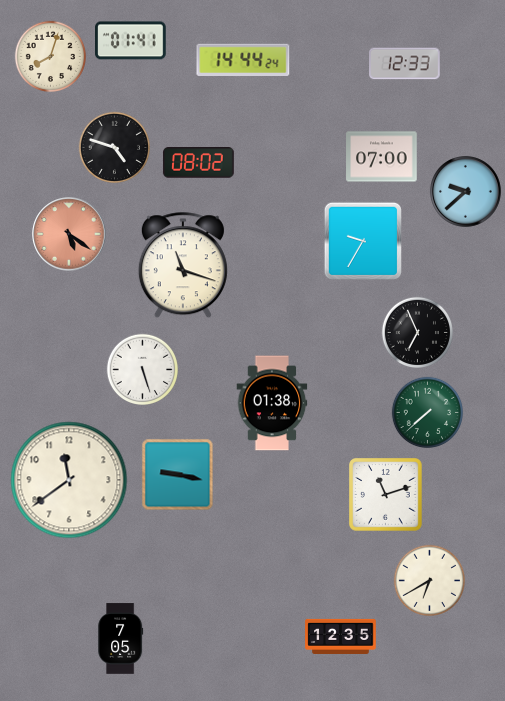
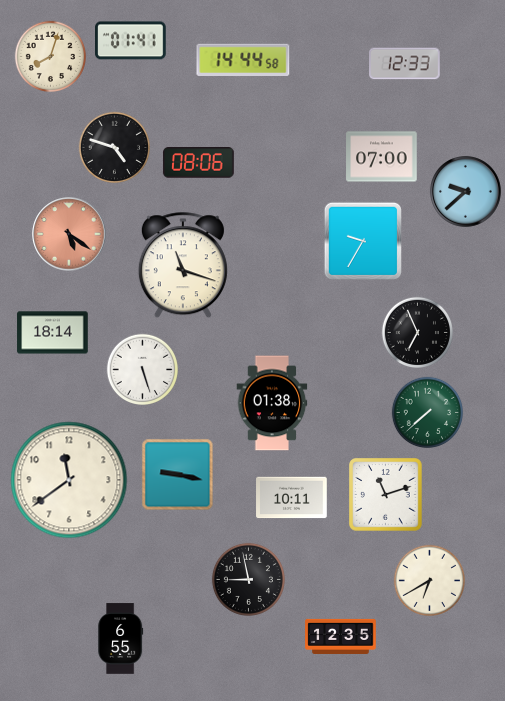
clock at (243, 59): 14:44:24 -> 14:44:58
clock at (199, 163): 08:02 -> 08:06
clock at (53, 333): none -> 18:14
clock at (292, 498): none -> 10:11
clock at (248, 579): none -> 8:58
clock at (121, 639): 7:05 -> 6:55
